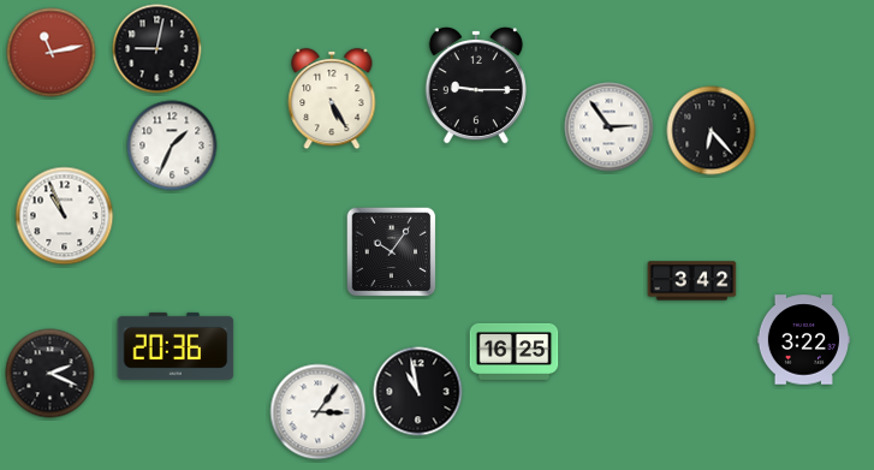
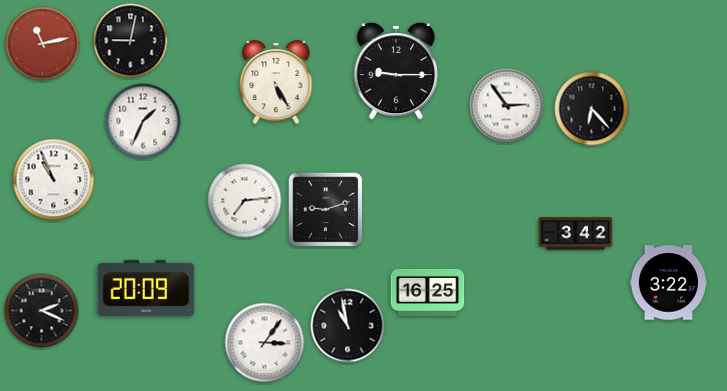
clock at (245, 201): none -> 7:14
clock at (392, 252): 10:06 -> 9:12
clock at (176, 346): 20:36 -> 20:09
